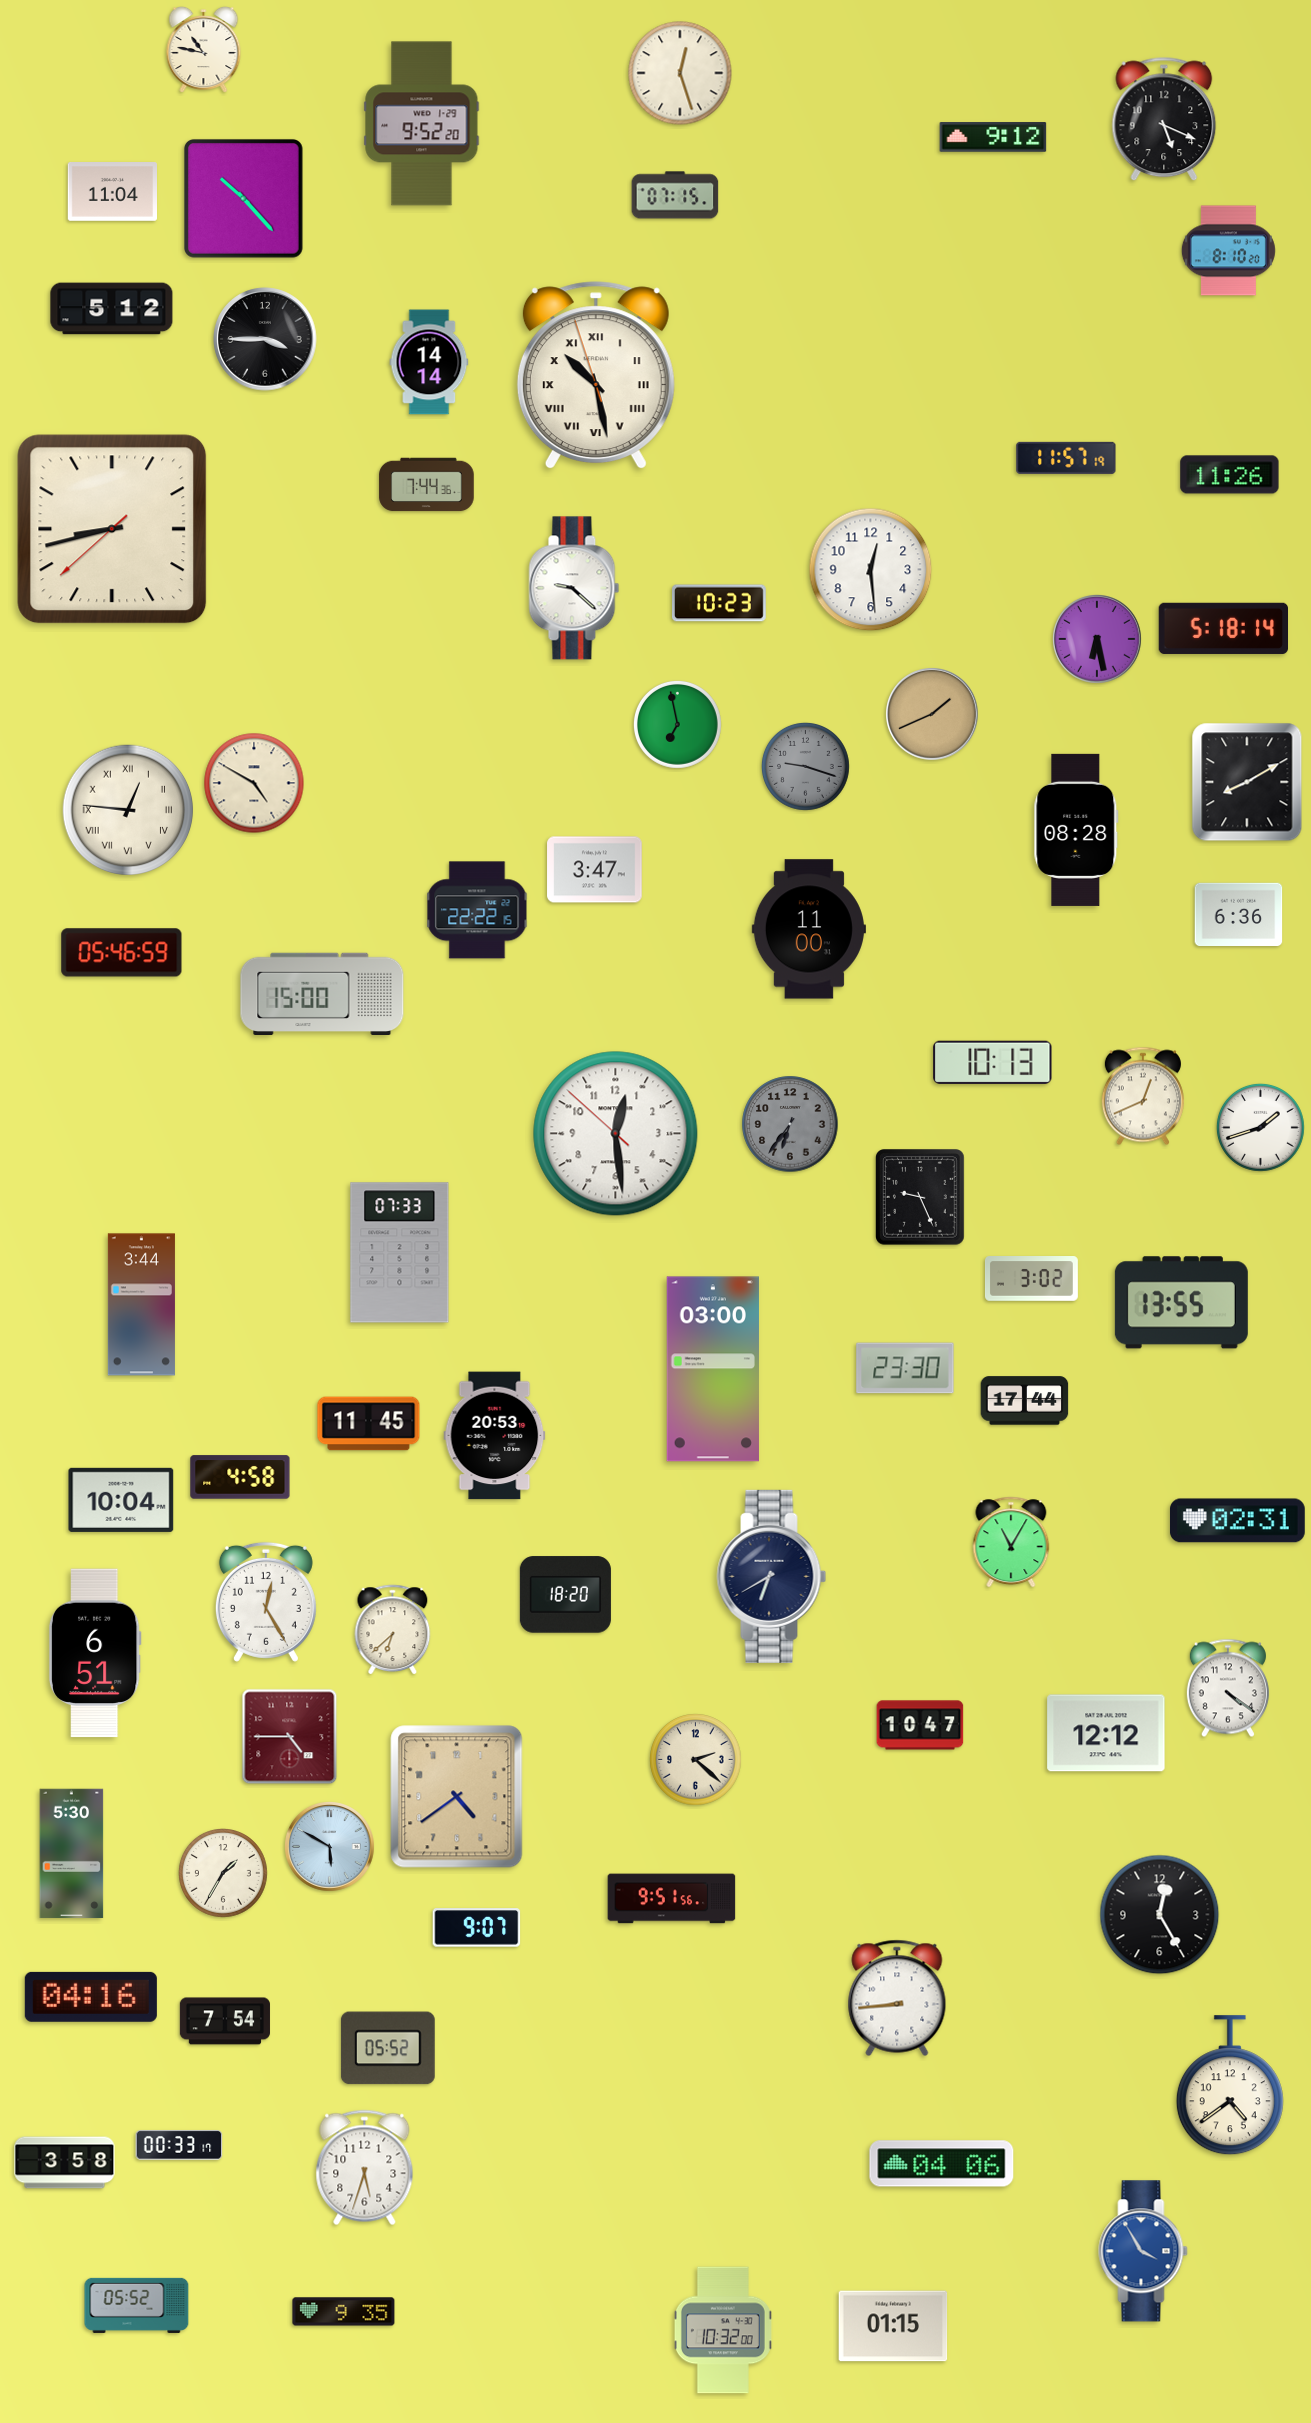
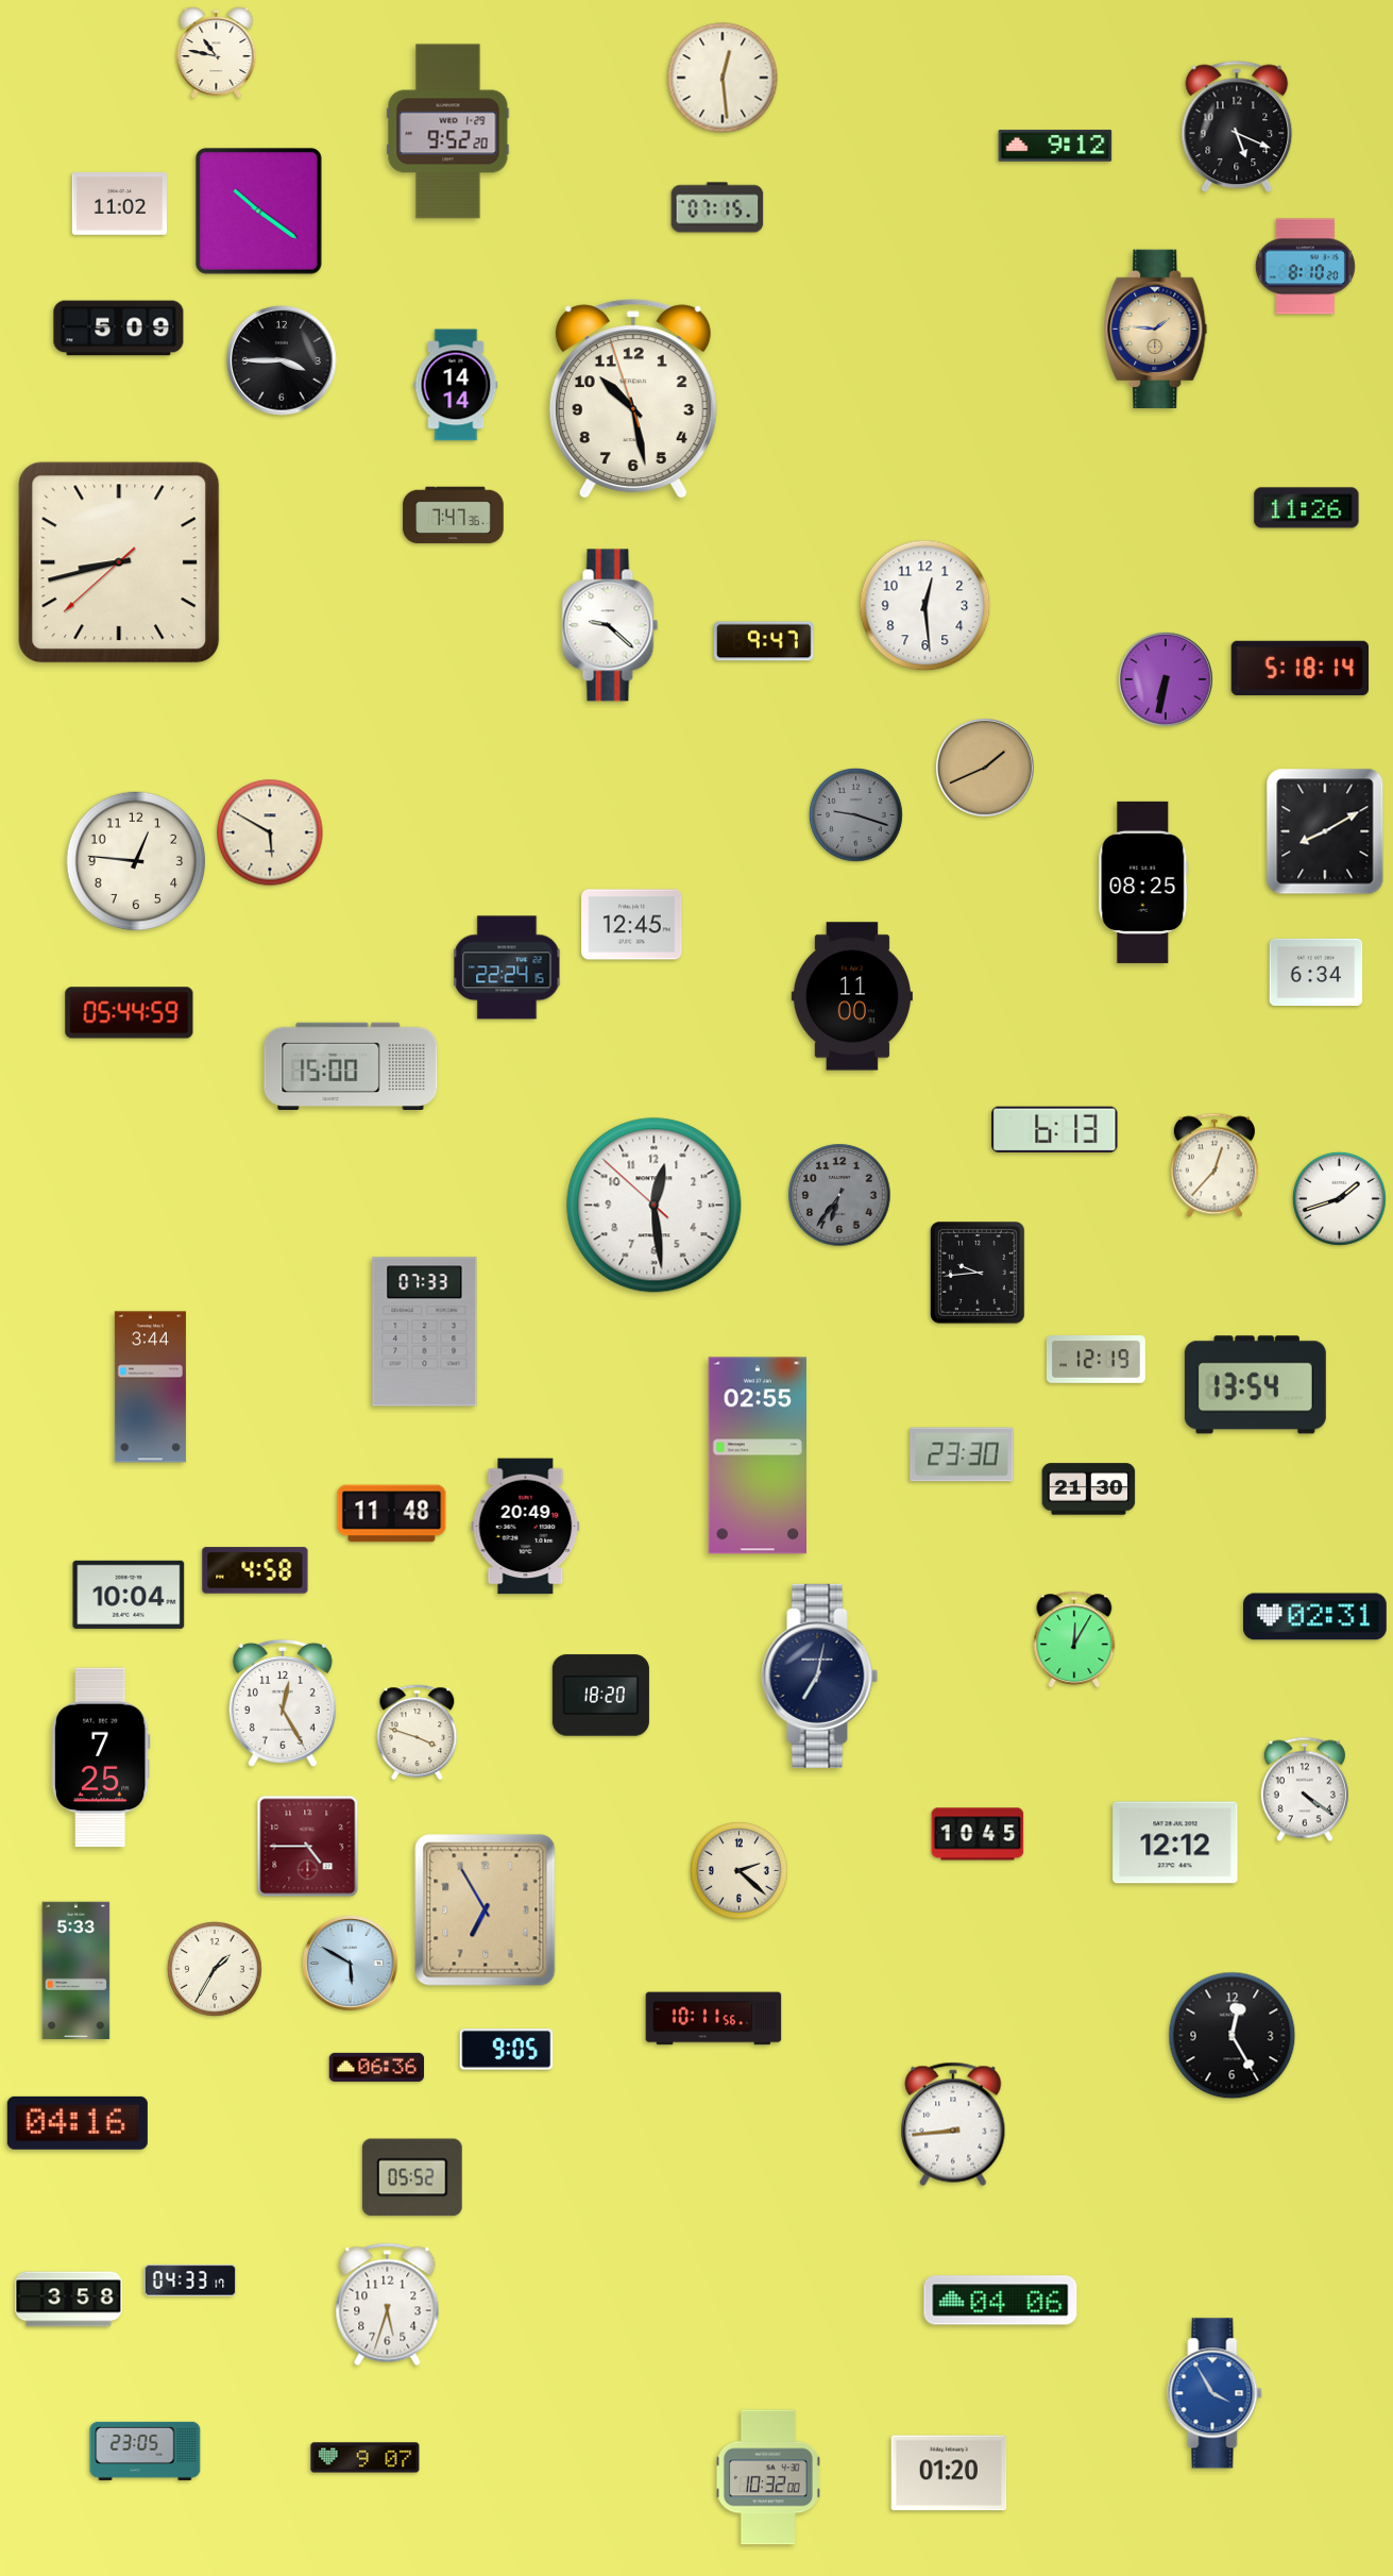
clock at (680, 73): 12:27 -> 12:29
clock at (113, 192): 11:04 -> 11:02
clock at (243, 198): 10:23 -> 10:21
clock at (112, 309): 5:12 -> 5:09
clock at (1156, 330): none -> 1:46
clock at (596, 376) numerals: Roman -> Arabic
clock at (1066, 458): 11:57 -> none
clock at (1230, 475) position: (1230, 475) -> (1307, 508)
clock at (427, 485): 7:44 -> 7:47
clock at (720, 603): 10:23 -> 9:47
clock at (1098, 640): 6:28 -> 6:32
clock at (933, 715) position: (933, 715) -> (986, 769)
clock at (677, 724): 6:58 -> none
clock at (254, 783): 4:50 -> 5:50
clock at (128, 810) numerals: Roman -> Arabic
clock at (1076, 830): 08:28 -> 08:25
clock at (595, 870): 3:47 -> 12:45
clock at (477, 910): 22:22 -> 22:24
clock at (1239, 915): 6:36 -> 6:34
clock at (809, 929) position: (809, 929) -> (852, 996)
clock at (122, 953): 05:46 -> 05:44
clock at (322, 993) position: (322, 993) -> (351, 1065)
clock at (993, 1062): 10:13 -> 6:13
clock at (1143, 1096): 12:41 -> 12:37
clock at (921, 1197): 9:26 -> 9:44
clock at (1031, 1279): 3:02 -> 12:19
clock at (1181, 1303): 13:55 -> 13:54
clock at (713, 1369): 03:00 -> 02:55
clock at (1025, 1401): 17:44 -> 21:30
clock at (369, 1424): 11:45 -> 11:48
clock at (495, 1436): 20:53 -> 20:49
clock at (1011, 1542): 11:05 -> 12:05
clock at (772, 1576): 6:40 -> 7:02
clock at (393, 1630): 6:38 -> 3:48
clock at (95, 1653): 6:51 -> 7:25
clock at (1228, 1688) position: (1228, 1688) -> (1305, 1789)
clock at (920, 1725): 10:47 -> 10:45
clock at (457, 1797): 4:39 -> 6:55
clock at (72, 1854): 5:30 -> 5:33
clock at (224, 1874) position: (224, 1874) -> (216, 1970)
clock at (672, 1899): 9:51 -> 10:11
clock at (477, 1928): 9:07 -> 9:05
clock at (377, 2067): none -> 06:36
clock at (91, 1997) position: (91, 1997) -> (78, 2123)
clock at (224, 2021): 7:54 -> none
clock at (1230, 2086): 4:39 -> none
clock at (179, 2145): 00:33 -> 04:33
clock at (137, 2305): 05:52 -> 23:05
clock at (344, 2312): 9:35 -> 9:07
clock at (893, 2326): 01:15 -> 01:20
